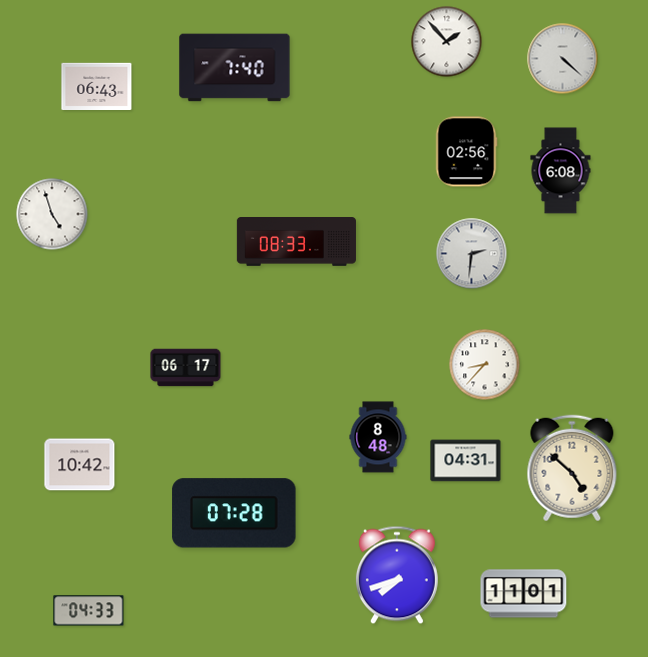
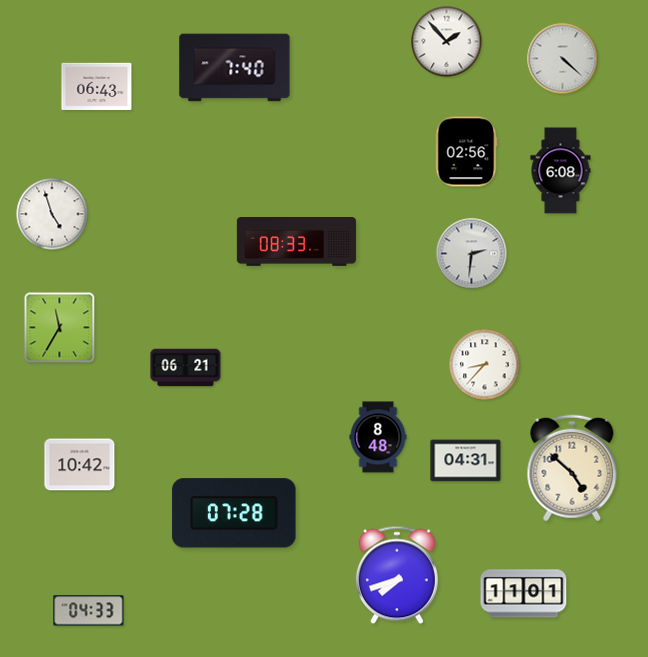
clock at (60, 328): none -> 11:35
clock at (186, 368): 06:17 -> 06:21
